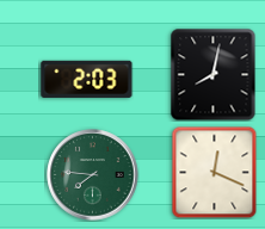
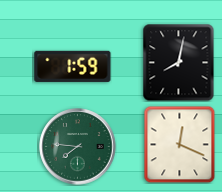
clock at (87, 79): 2:03 -> 1:59
